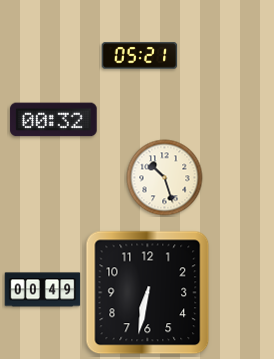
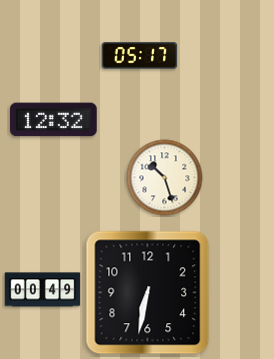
clock at (140, 56): 05:21 -> 05:17
clock at (54, 120): 00:32 -> 12:32
